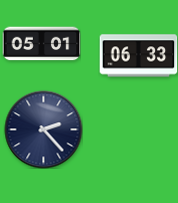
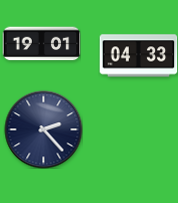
clock at (41, 44): 05:01 -> 19:01
clock at (138, 56): 06:33 -> 04:33
